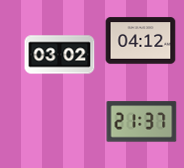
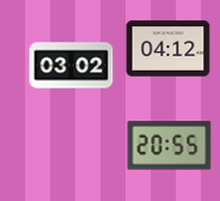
clock at (142, 122): 21:37 -> 20:55
